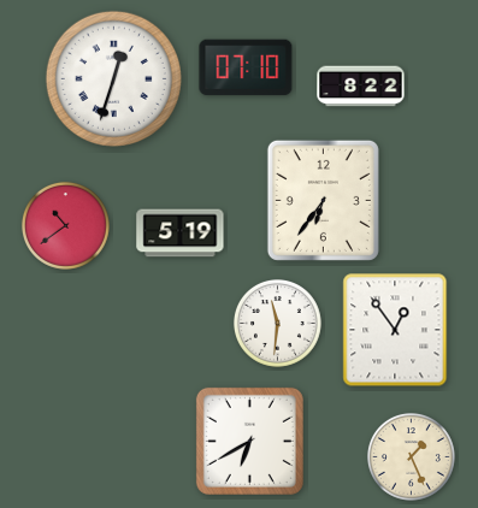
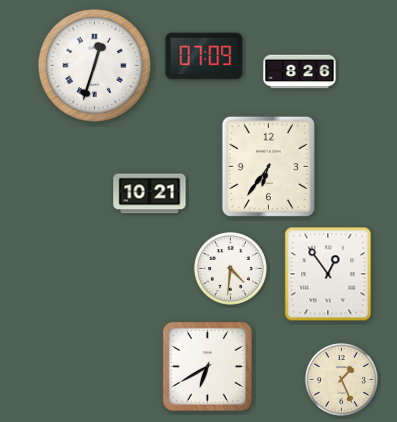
clock at (246, 67): 07:10 -> 07:09
clock at (361, 87): 8:22 -> 8:26
clock at (66, 226): 10:39 -> none
clock at (181, 234): 5:19 -> 10:21
clock at (278, 324): 11:31 -> 4:31
